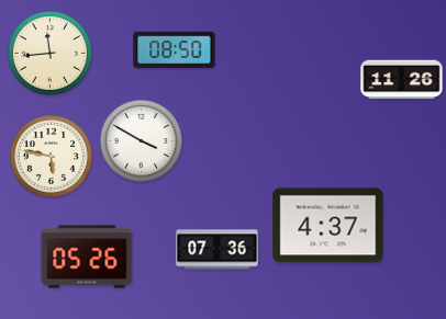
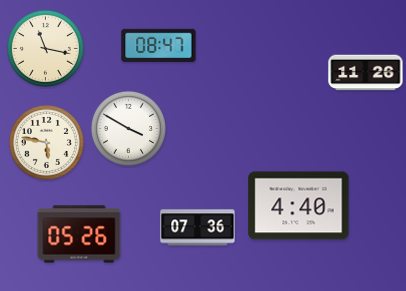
clock at (175, 49): 08:50 -> 08:47
clock at (49, 53): 11:44 -> 11:17
clock at (328, 226): 4:37 -> 4:40
